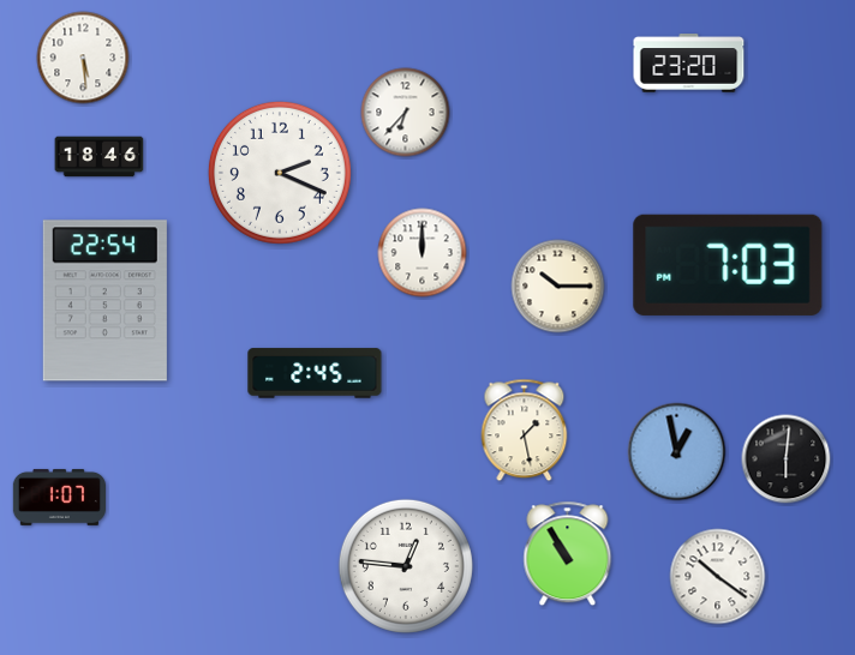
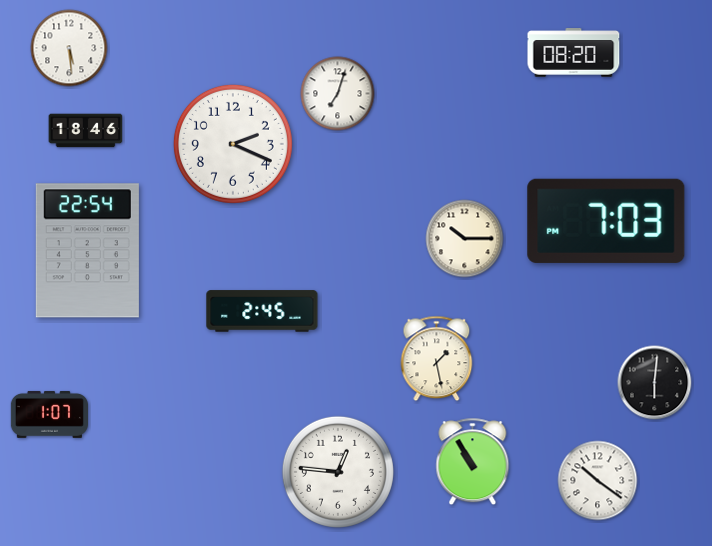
clock at (689, 64): 23:20 -> 08:20
clock at (406, 113): 6:37 -> 7:03
clock at (100, 157) position: (100, 157) -> (86, 131)
clock at (423, 253): 12:00 -> none
clock at (677, 452): 12:58 -> none
